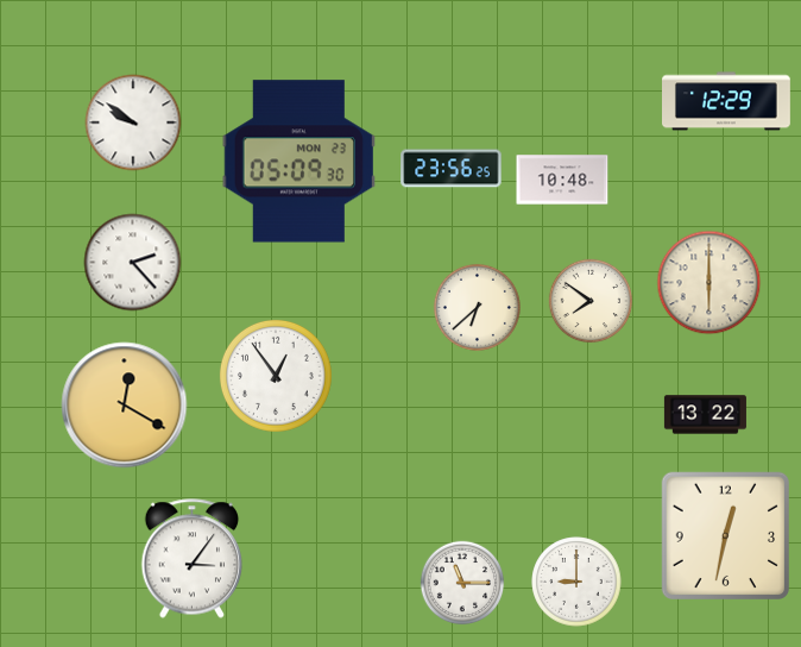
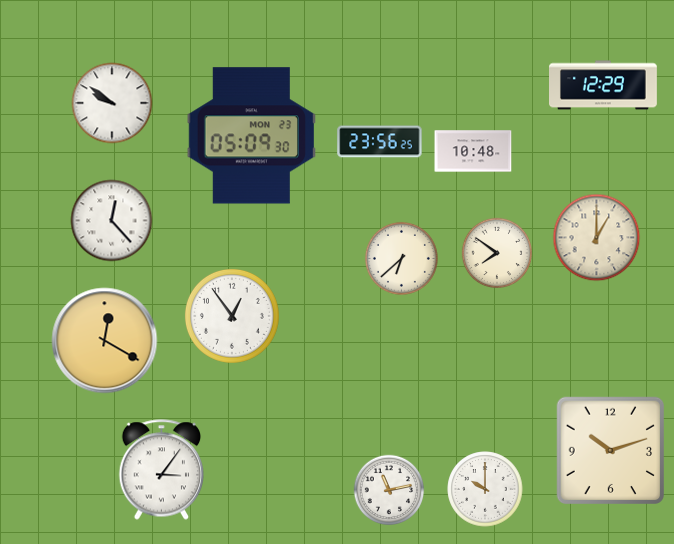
clock at (727, 101) position: (727, 101) -> (604, 85)
clock at (133, 263): 2:23 -> 12:23
clock at (709, 283): 6:00 -> 1:00
clock at (705, 415): 13:22 -> none
clock at (725, 535): 12:32 -> 10:12
clock at (576, 582): 9:00 -> 10:00
clock at (462, 583): 11:15 -> 11:13
